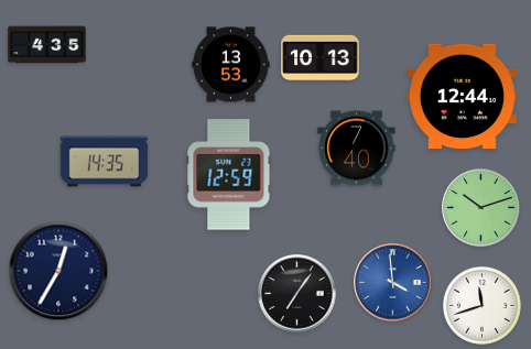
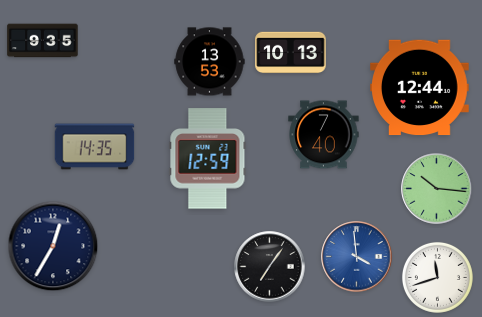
clock at (47, 45): 4:35 -> 9:35
clock at (231, 65) position: (231, 65) -> (210, 62)
clock at (481, 208): 10:12 -> 10:16
